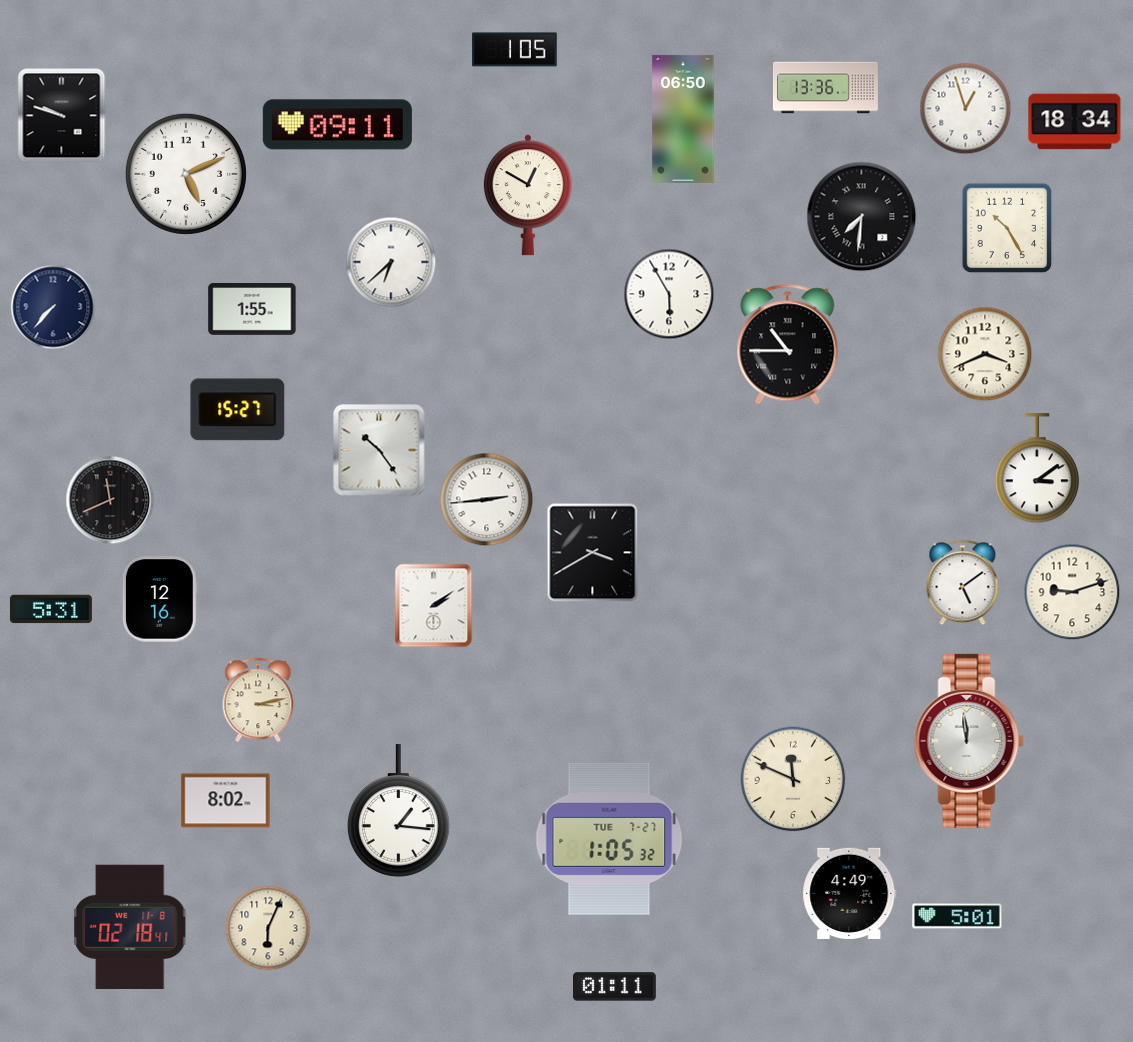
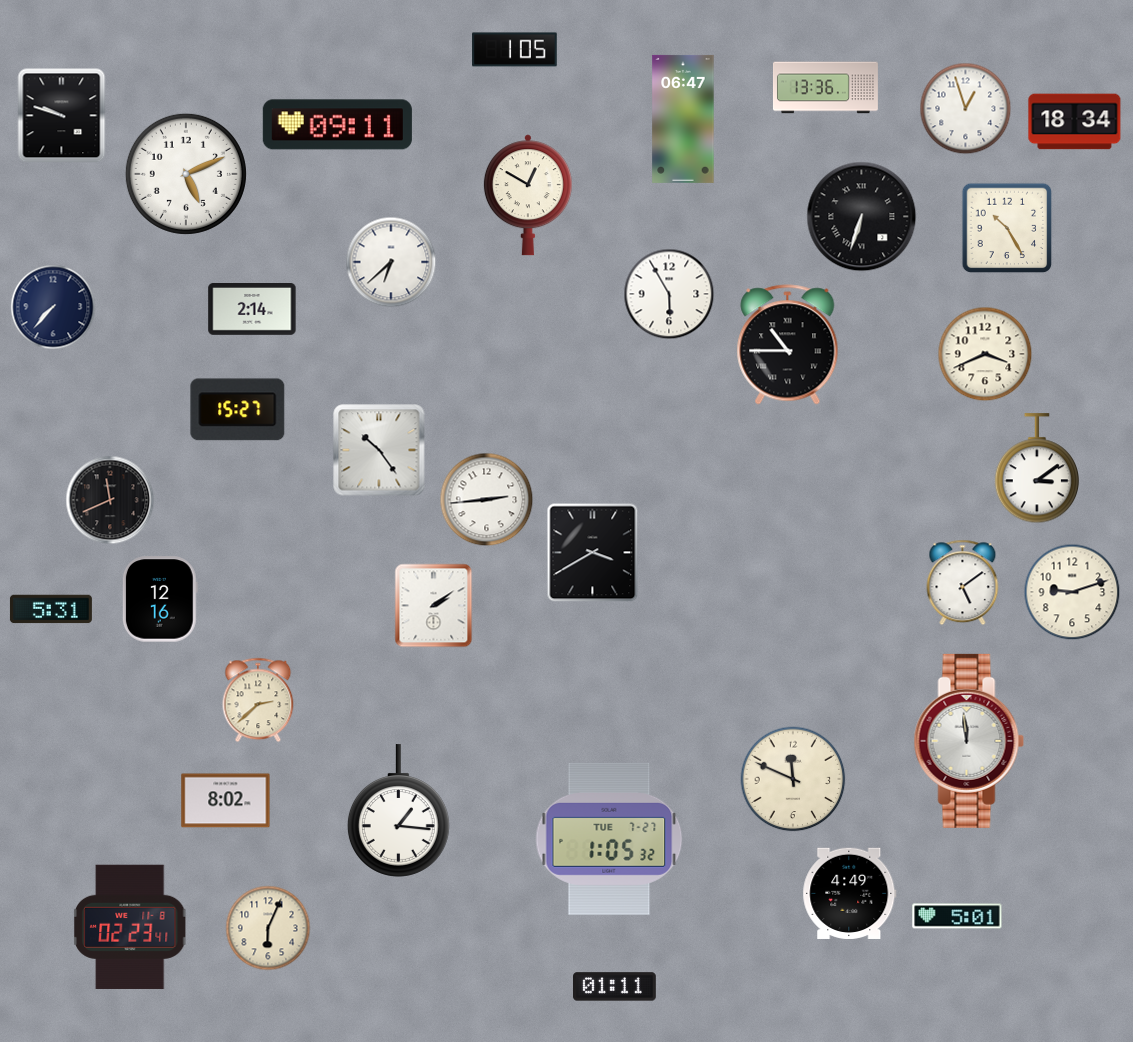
clock at (683, 119): 06:50 -> 06:47
clock at (862, 217): 7:31 -> 6:33
clock at (252, 310): 1:55 -> 2:14
clock at (258, 700): 3:13 -> 2:38
clock at (130, 926): 02:18 -> 02:23
